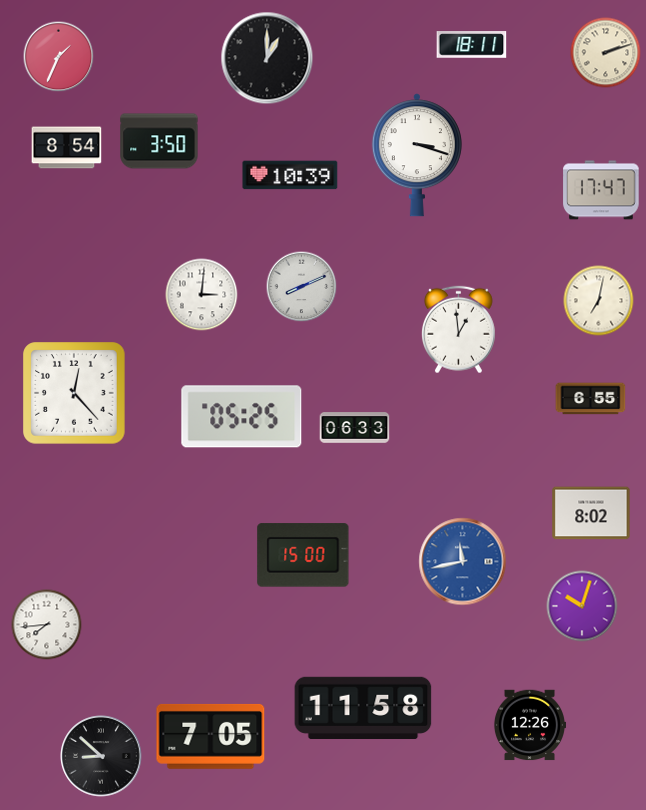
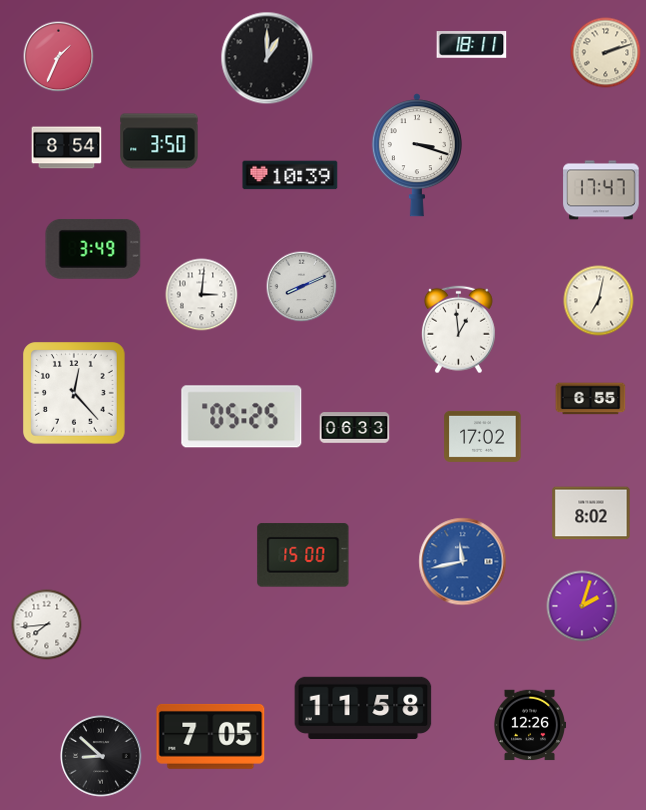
clock at (93, 250): none -> 3:49
clock at (483, 436): none -> 17:02
clock at (582, 606): 10:03 -> 2:03
